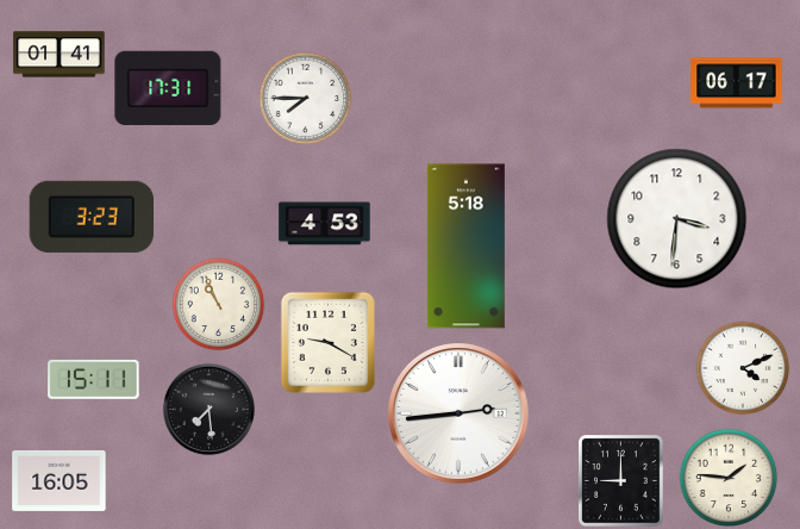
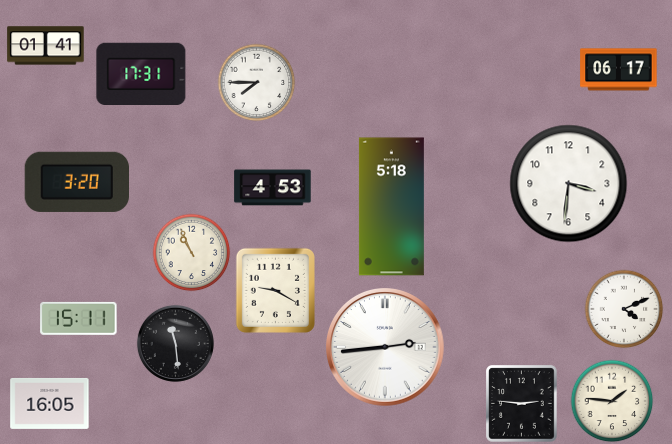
clock at (60, 55) position: (60, 55) -> (46, 46)
clock at (90, 217): 3:23 -> 3:20
clock at (218, 304) position: (218, 304) -> (191, 252)
clock at (327, 342) position: (327, 342) -> (275, 290)
clock at (208, 409): 7:29 -> 11:29
clock at (621, 481): 9:00 -> 2:46
